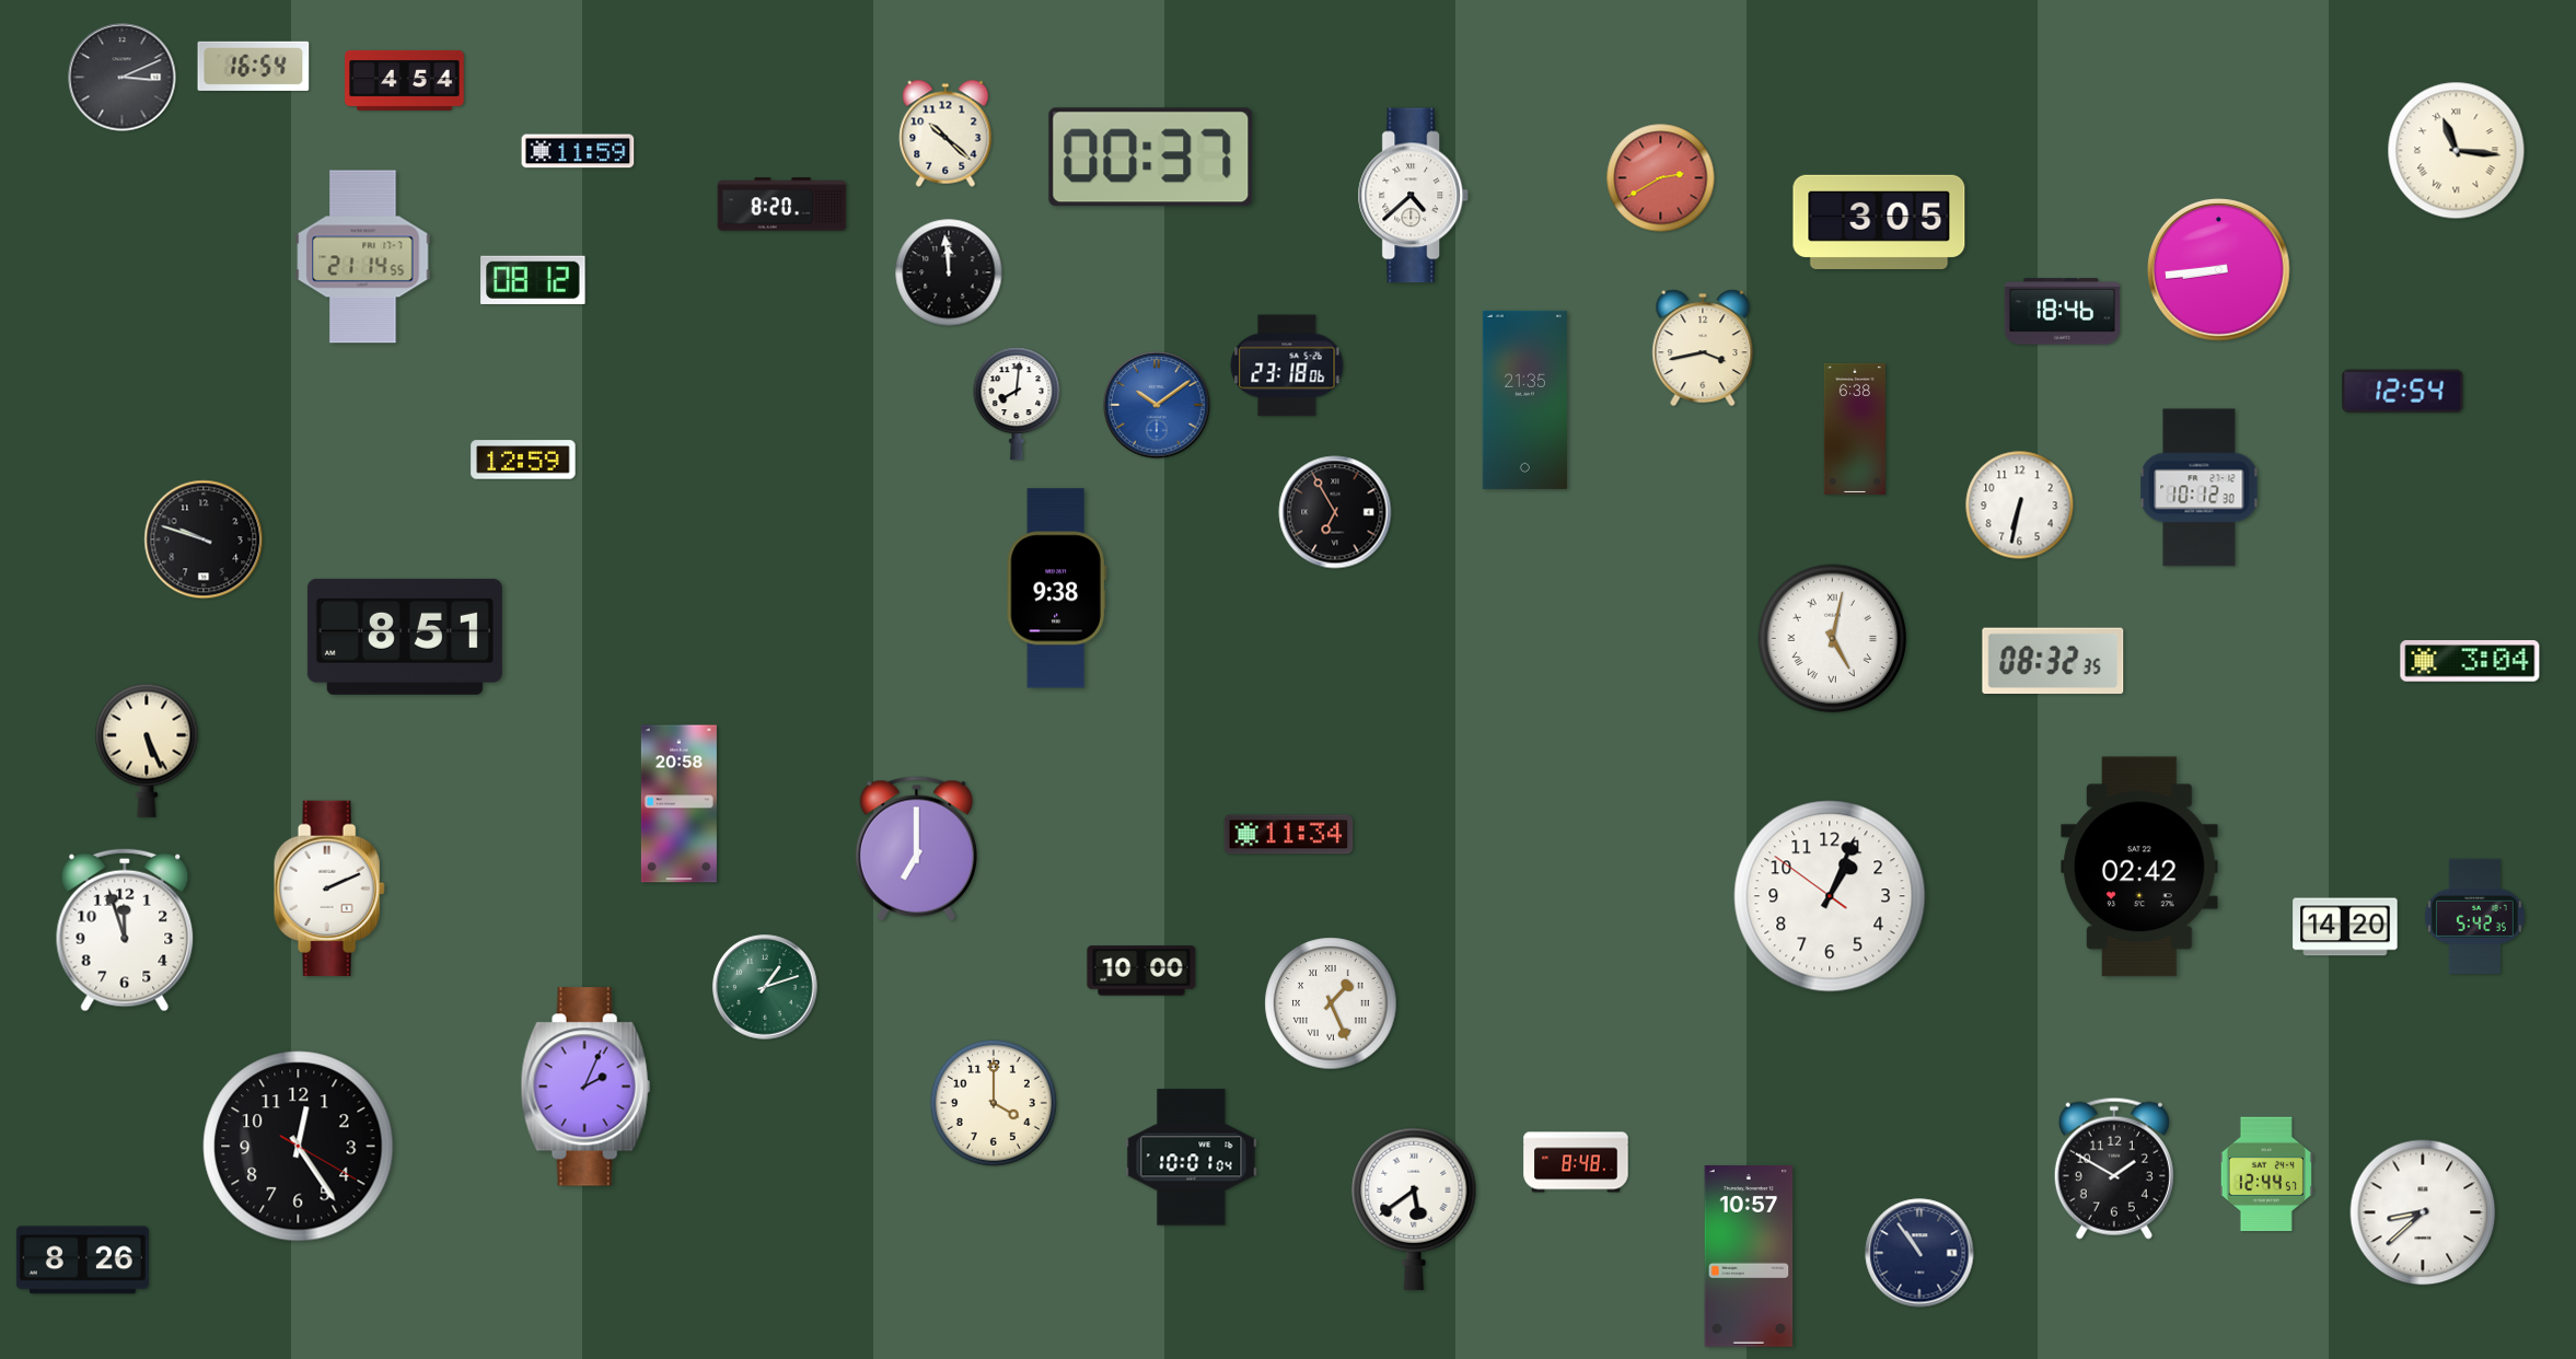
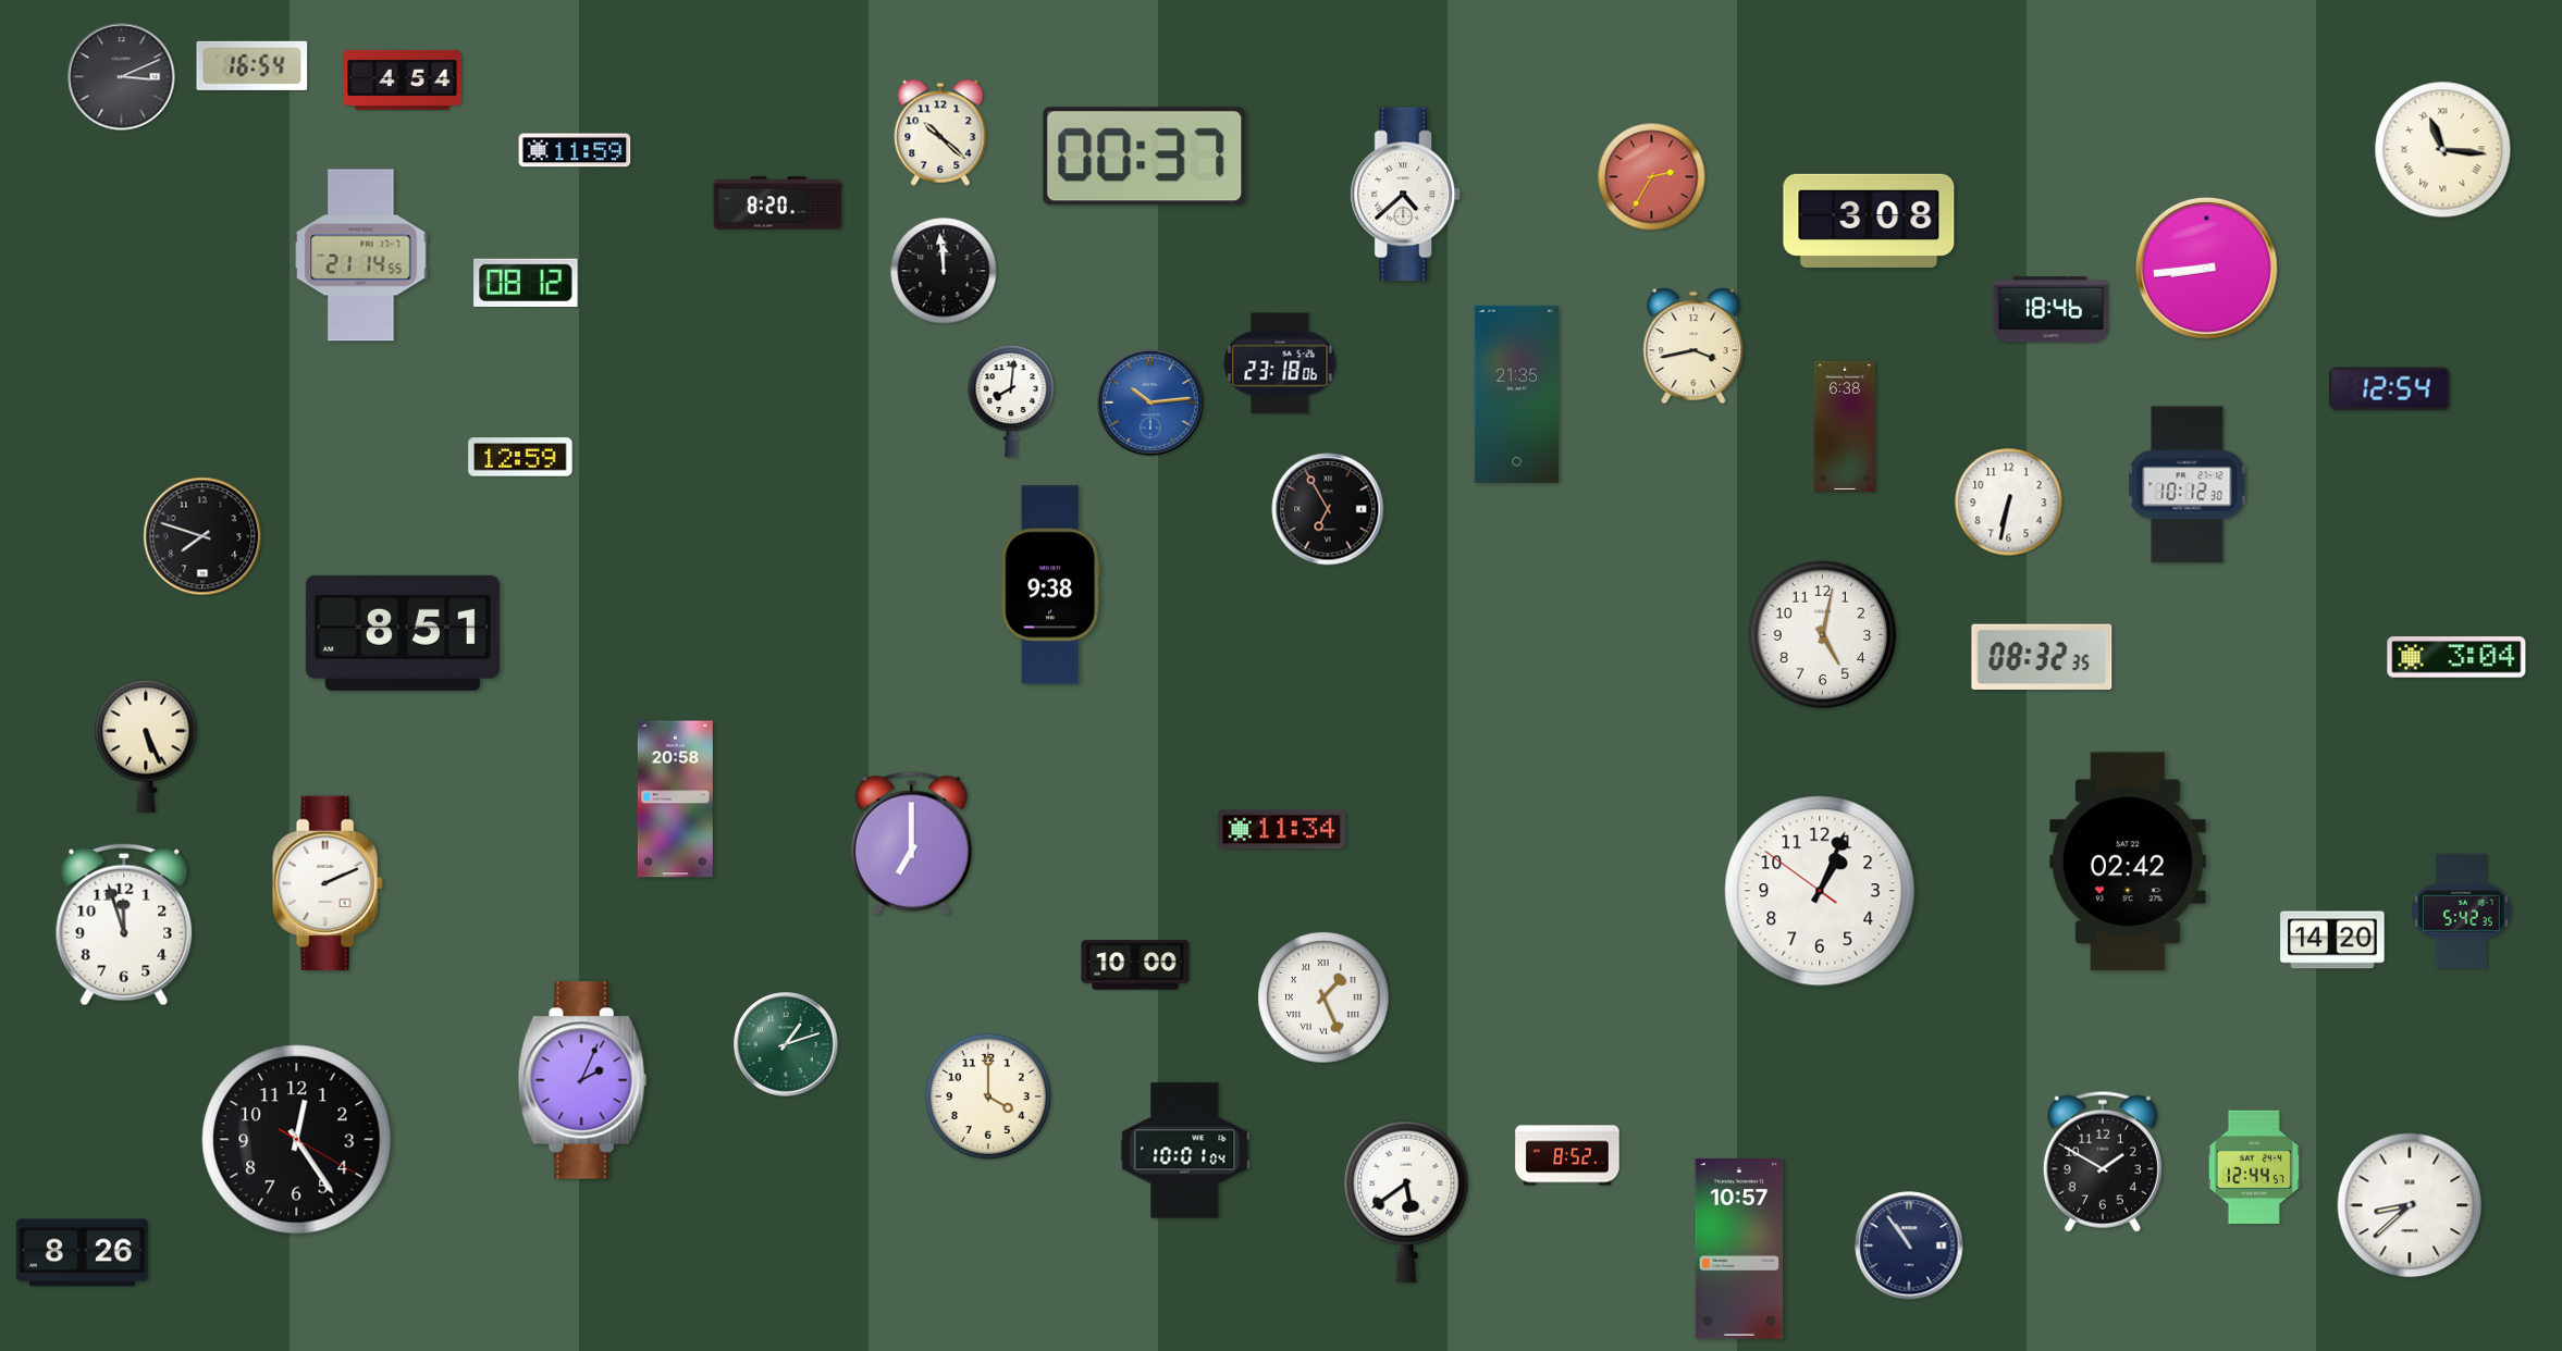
clock at (1661, 178): 2:40 -> 2:35
clock at (1879, 222): 3:05 -> 3:08
clock at (533, 280) position: (533, 280) -> (526, 283)
clock at (1524, 399) position: (1524, 399) -> (1516, 394)
clock at (1157, 405): 10:09 -> 10:14
clock at (204, 539): 9:48 -> 7:48
clock at (1833, 639) numerals: Roman -> Arabic
clock at (2345, 927) position: (2345, 927) -> (2332, 940)
clock at (765, 987) position: (765, 987) -> (786, 1044)
clock at (1576, 1162): 8:48 -> 8:52
